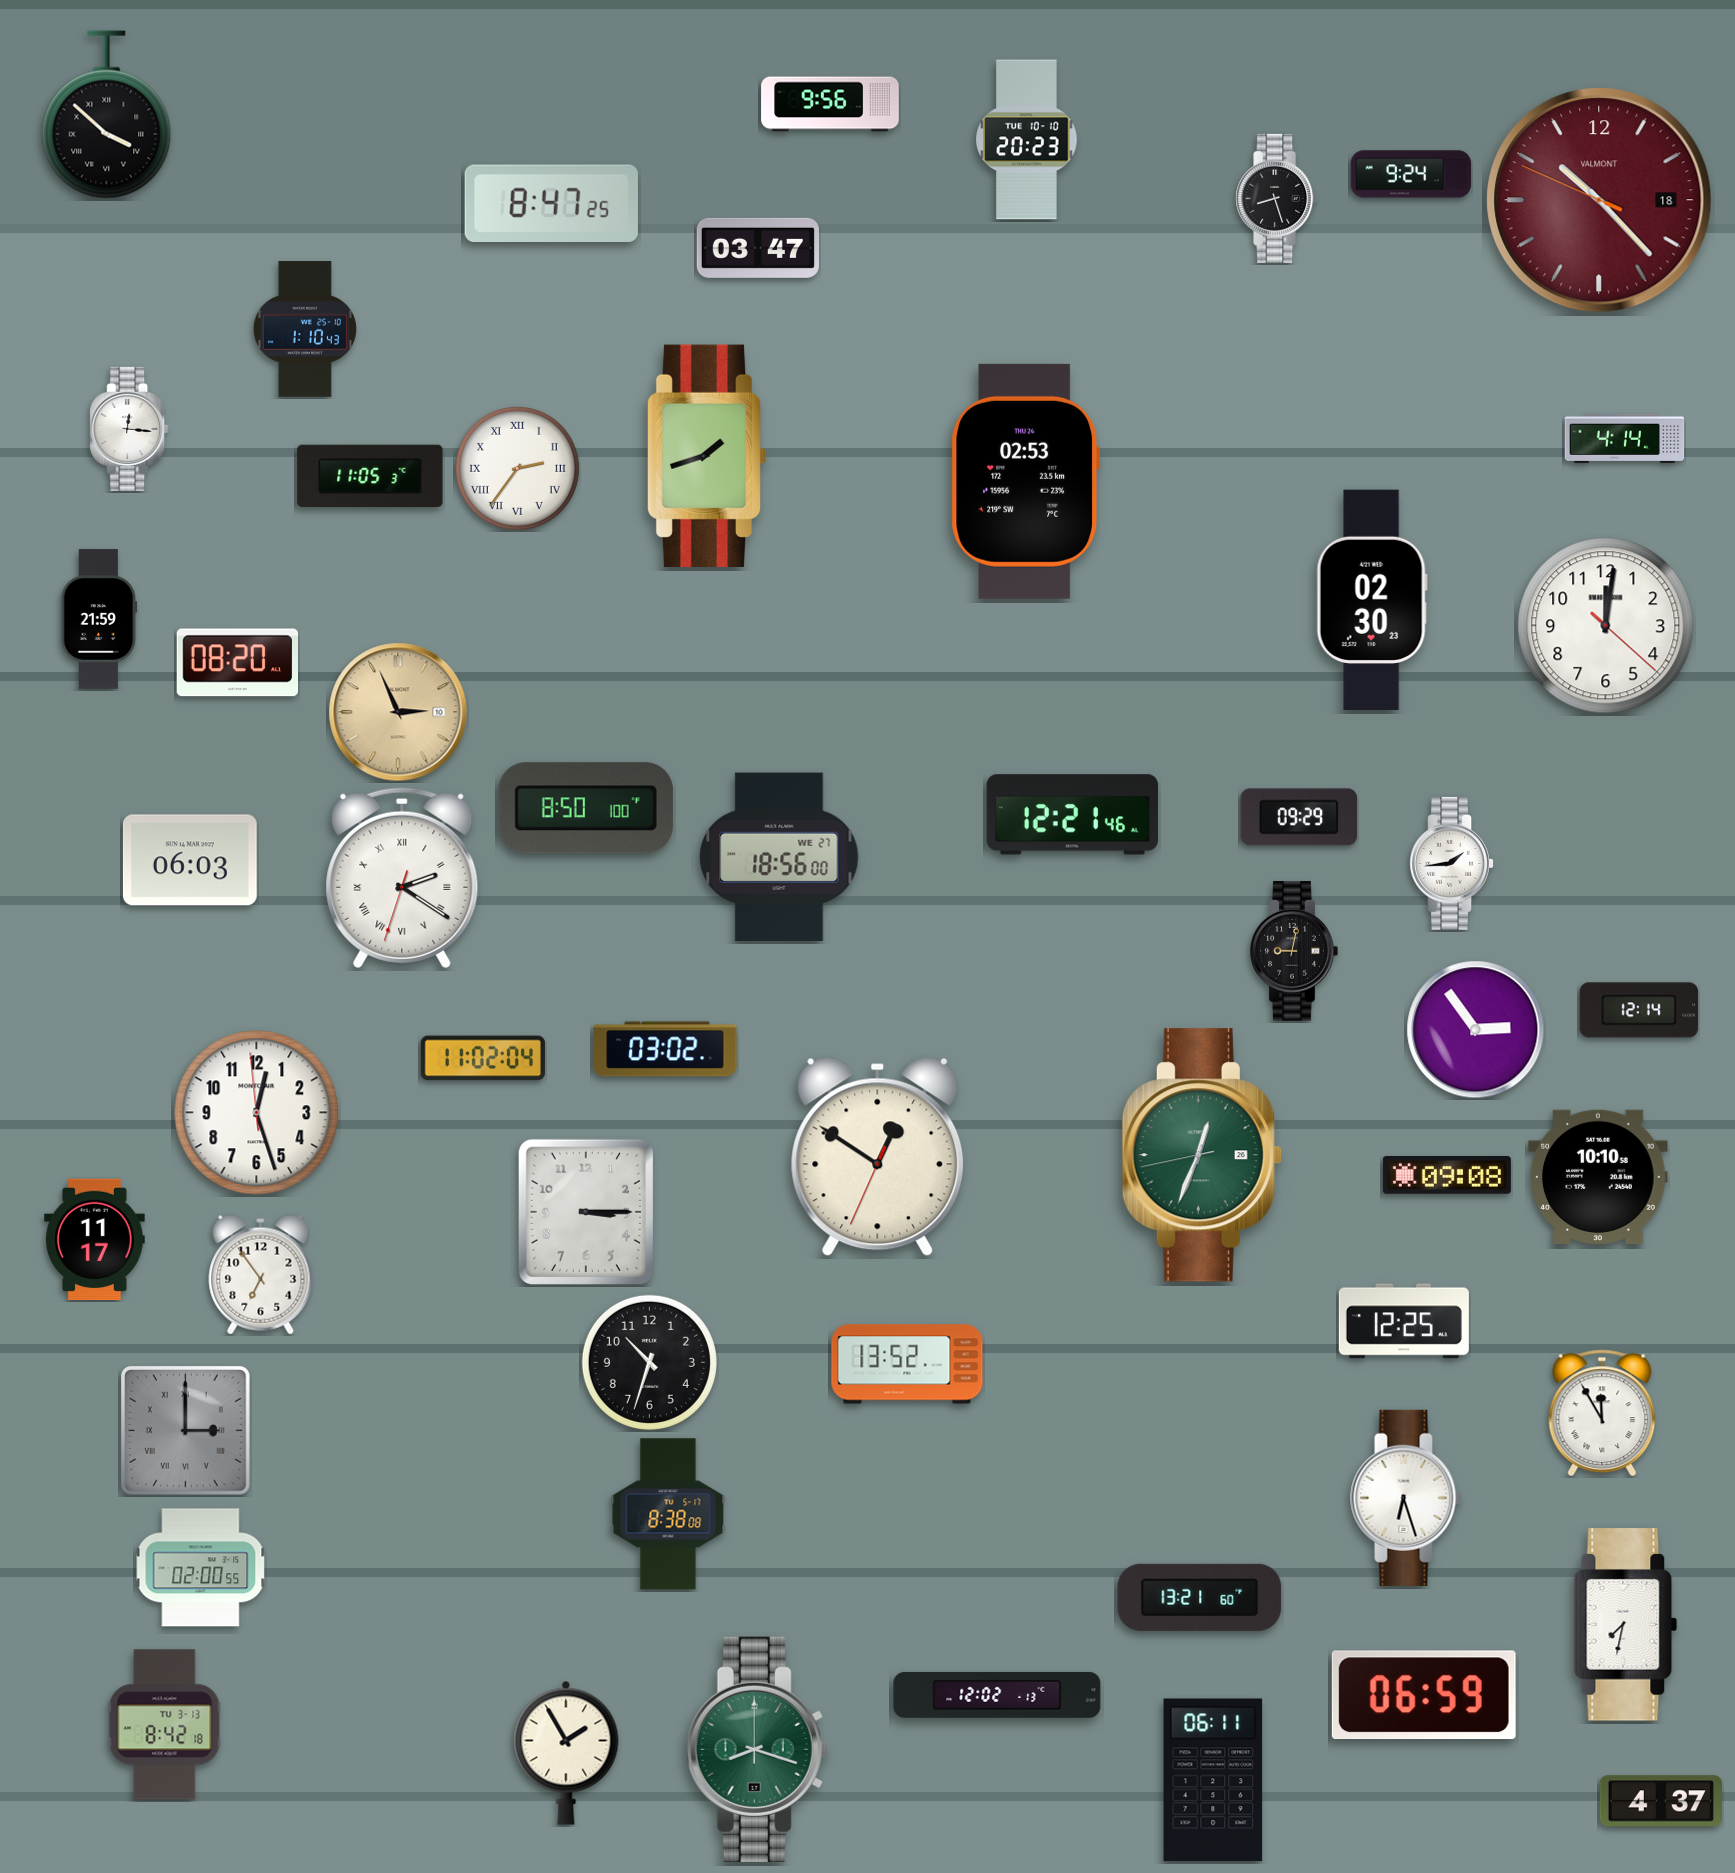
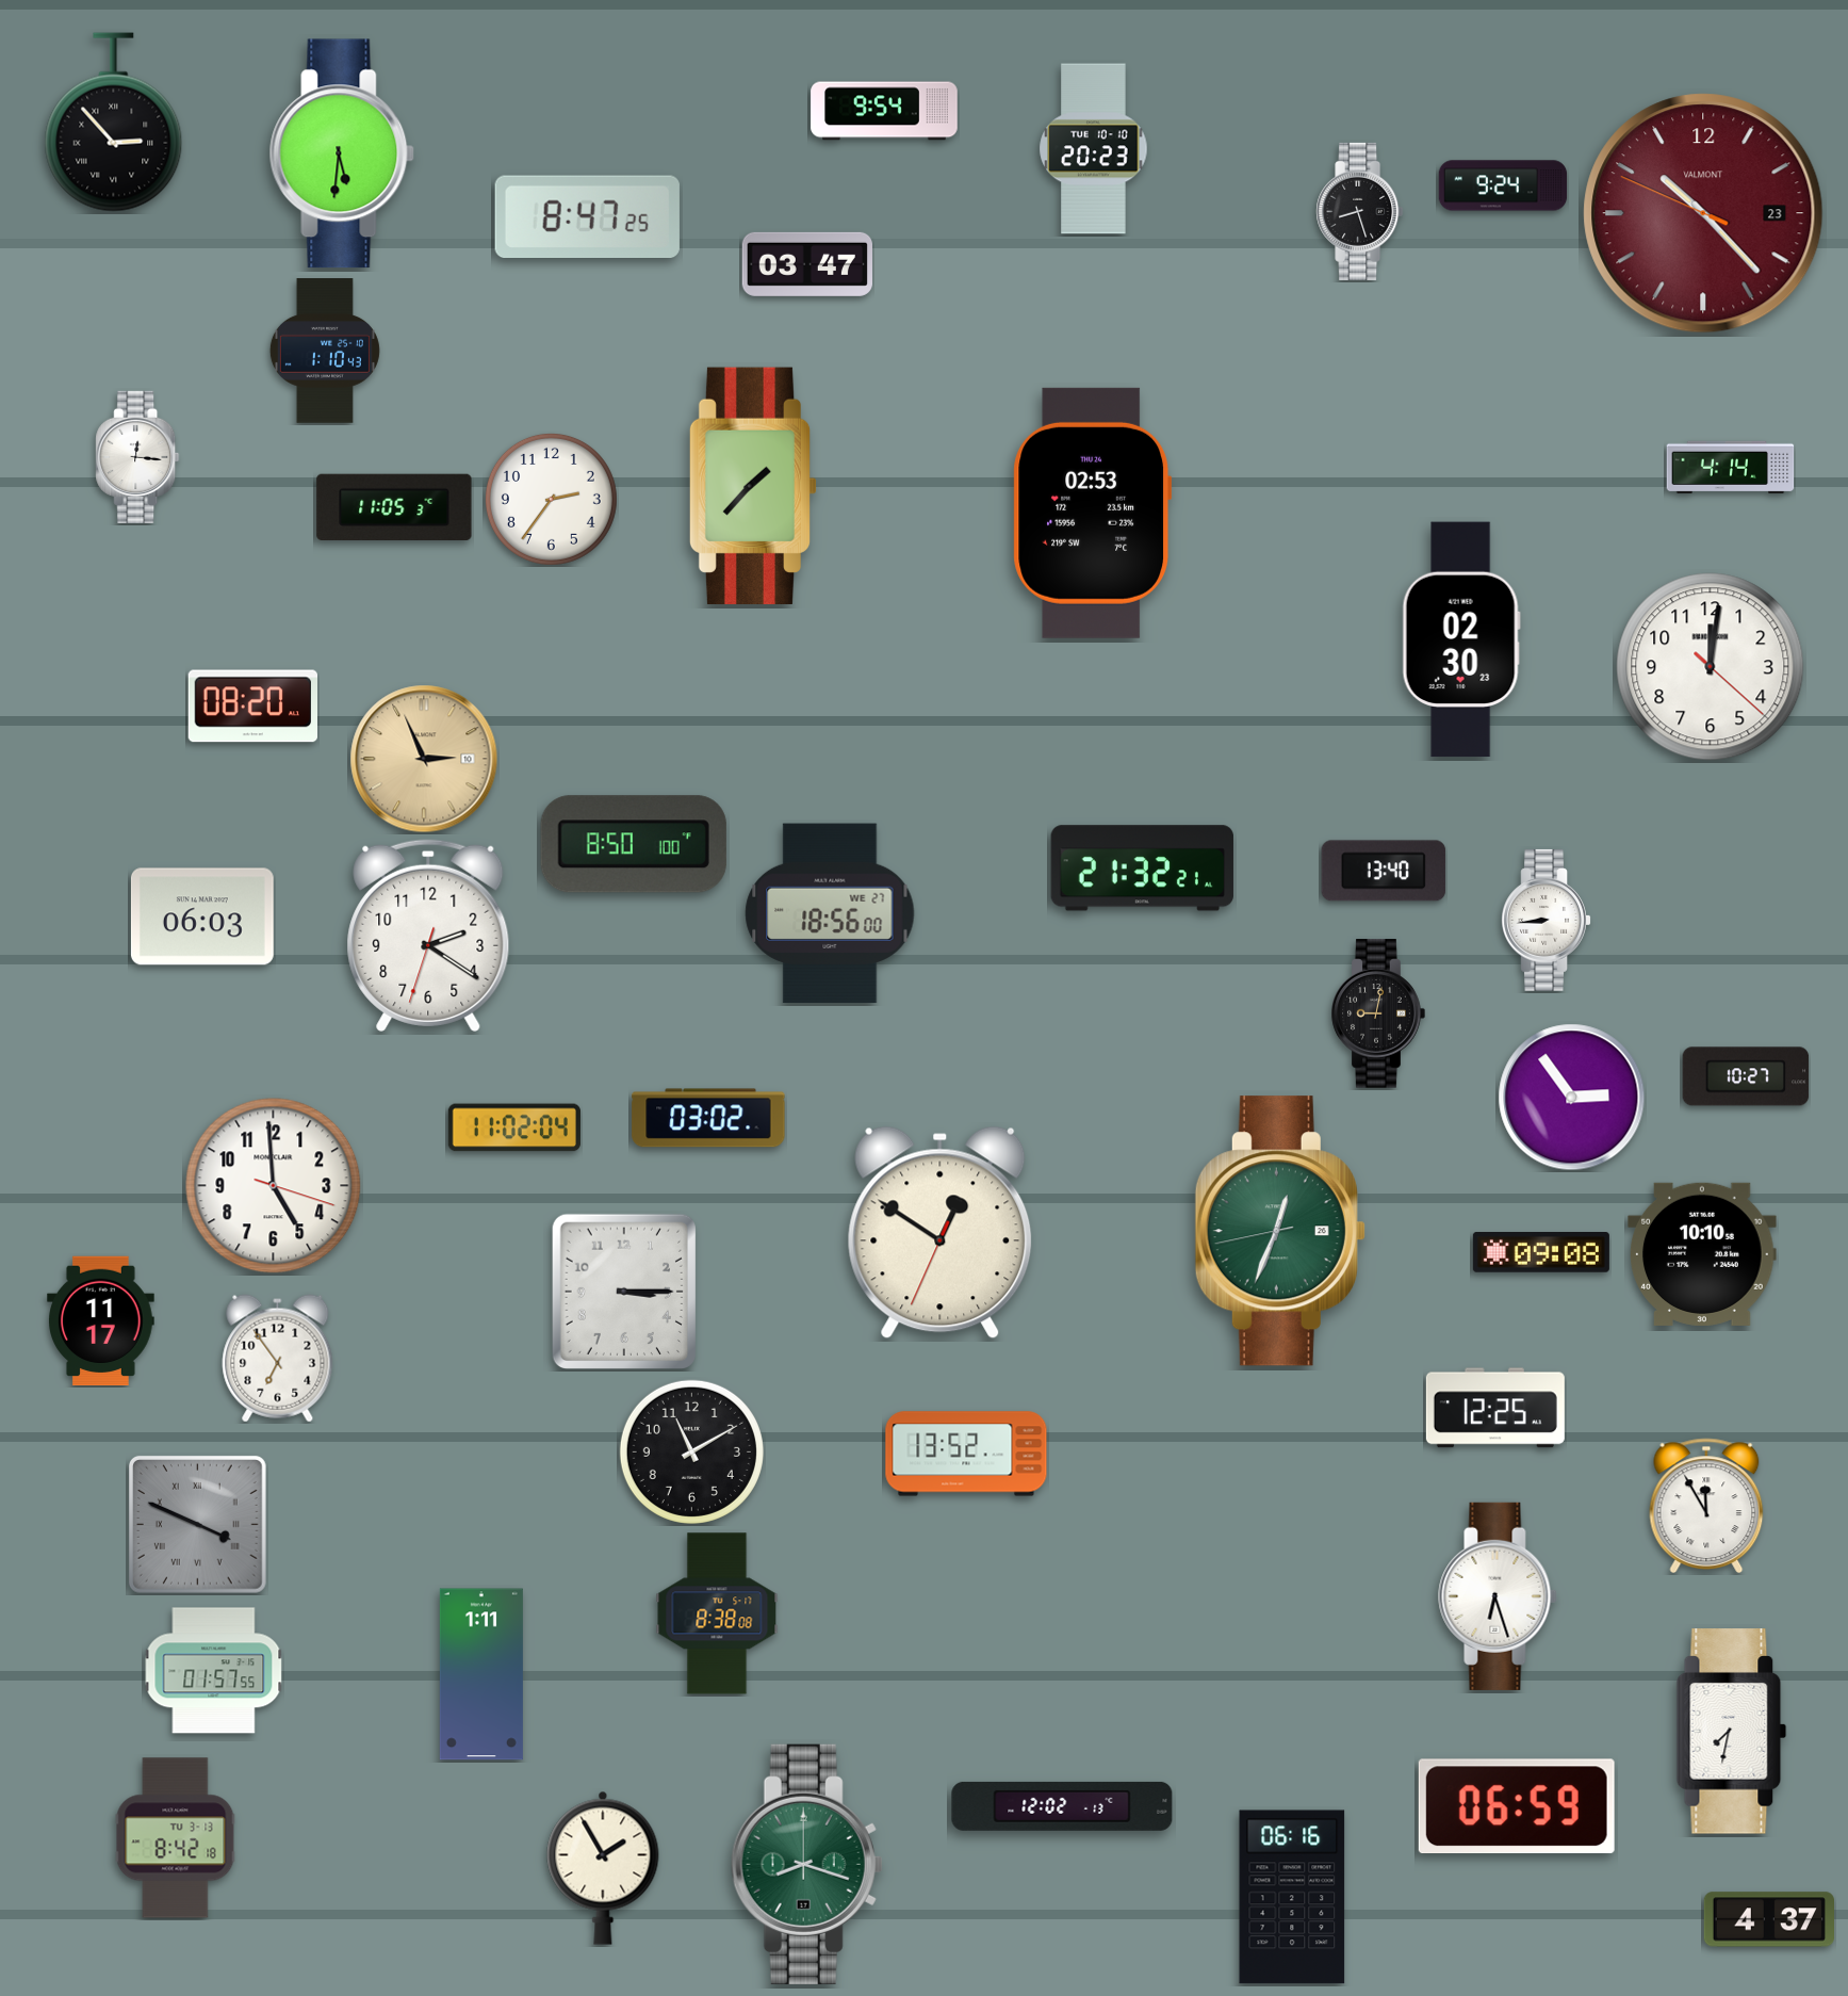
clock at (830, 104): 9:56 -> 9:54
clock at (107, 115): 3:52 -> 2:53
clock at (342, 153): none -> 5:31
clock at (1599, 200) date: 18 -> 23
clock at (707, 456): 1:42 -> 1:37
clock at (517, 468) numerals: Roman -> Arabic
clock at (99, 619): 21:59 -> none
clock at (586, 808) position: (586, 808) -> (634, 844)
clock at (1072, 815): 12:21 -> 21:32
clock at (1299, 817): 09:29 -> 13:40
clock at (1451, 863): 1:44 -> 8:44
clock at (402, 878) numerals: Roman -> Arabic
clock at (1639, 1010): 12:14 -> 10:27
clock at (257, 1113): 12:26 -> 4:59
clock at (878, 1157) position: (878, 1157) -> (941, 1233)
clock at (649, 1362): 10:33 -> 11:10
clock at (185, 1430): 3:00 -> 3:49
clock at (668, 1514) position: (668, 1514) -> (717, 1613)
clock at (201, 1568): 02:00 -> 01:57
clock at (481, 1674): none -> 1:11
clock at (1200, 1597): 13:21 -> none
clock at (1213, 1780): 06:11 -> 06:16
